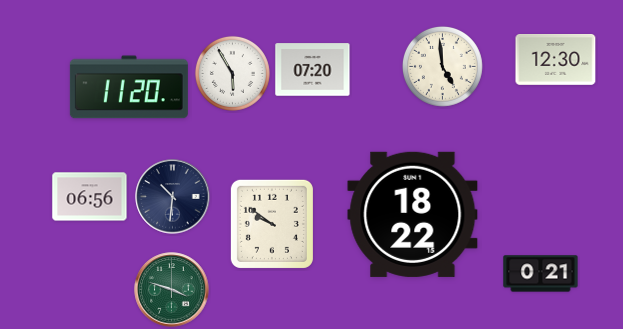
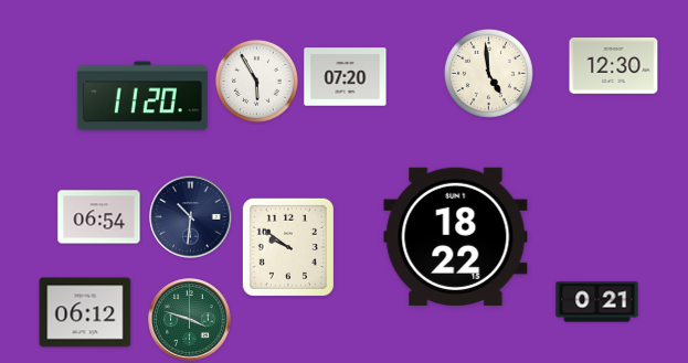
clock at (90, 197): 06:56 -> 06:54
clock at (272, 224) position: (272, 224) -> (288, 247)
clock at (85, 312): none -> 06:12
